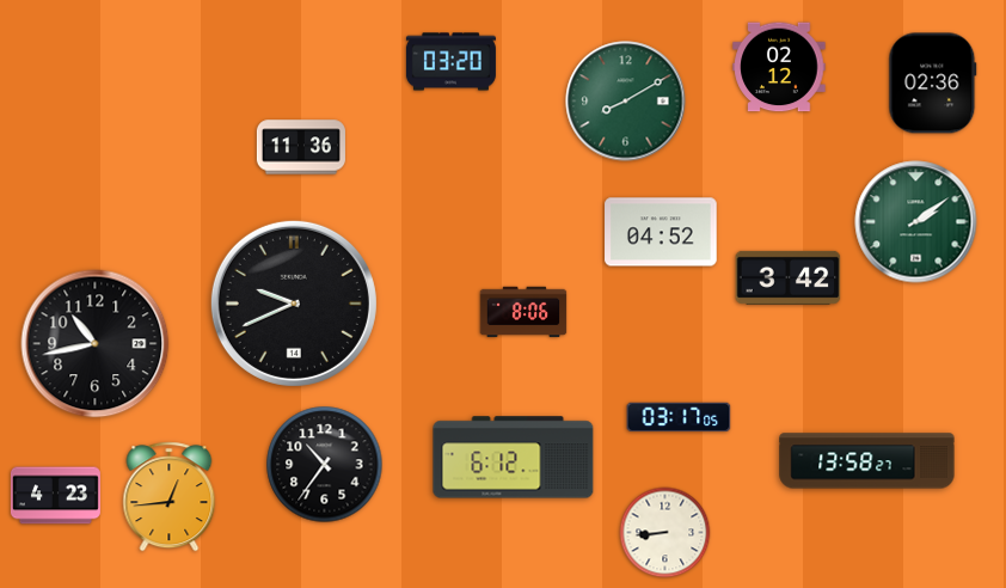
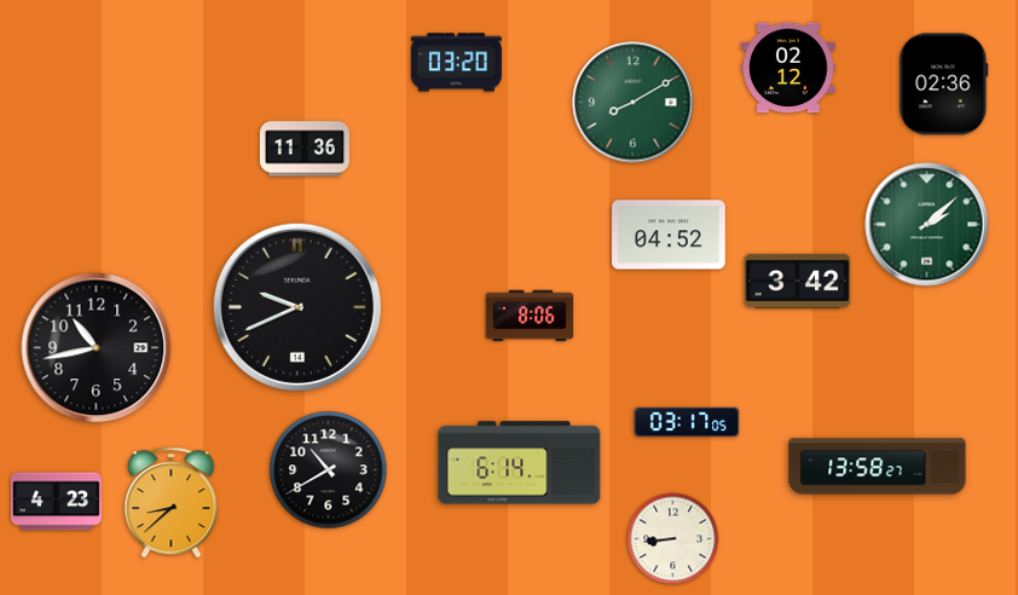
clock at (916, 222): 2:09 -> 2:08
clock at (514, 458): 6:12 -> 6:14
clock at (325, 465): 10:36 -> 10:40
clock at (170, 497): 12:44 -> 8:38
